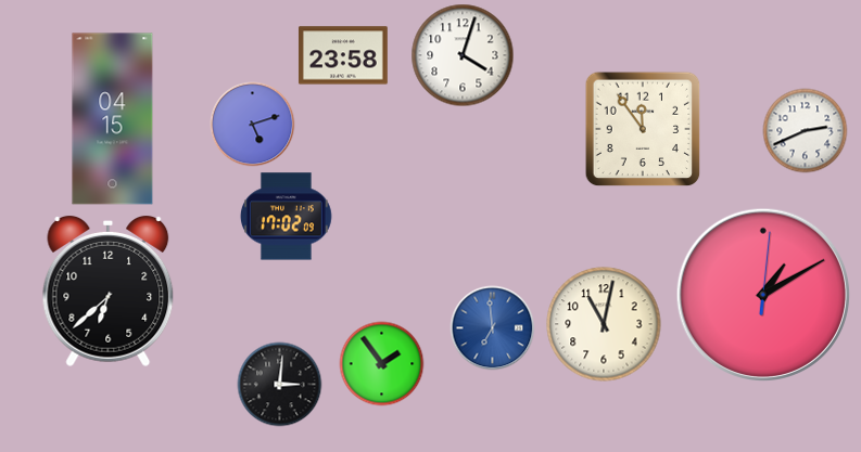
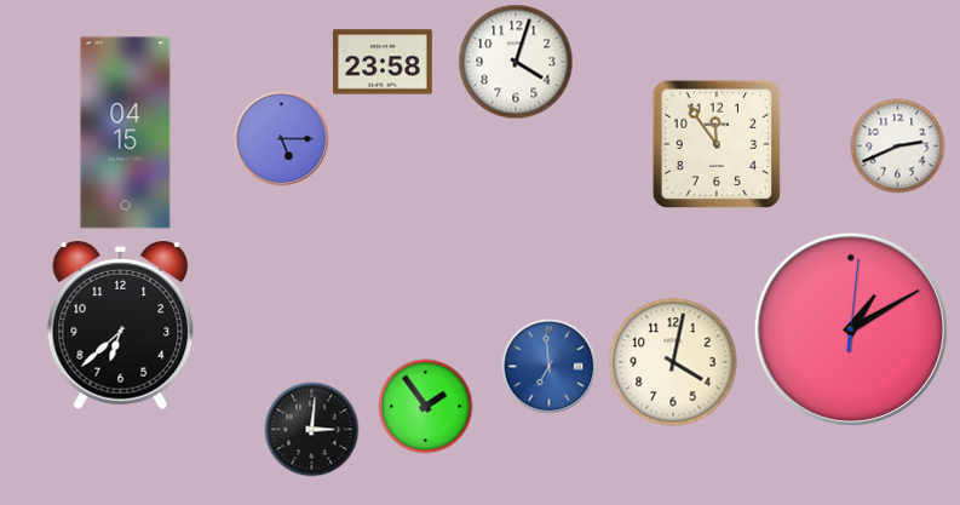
clock at (252, 124): 5:12 -> 5:15
clock at (287, 217): 17:02 -> none
clock at (604, 324): 11:02 -> 4:02
